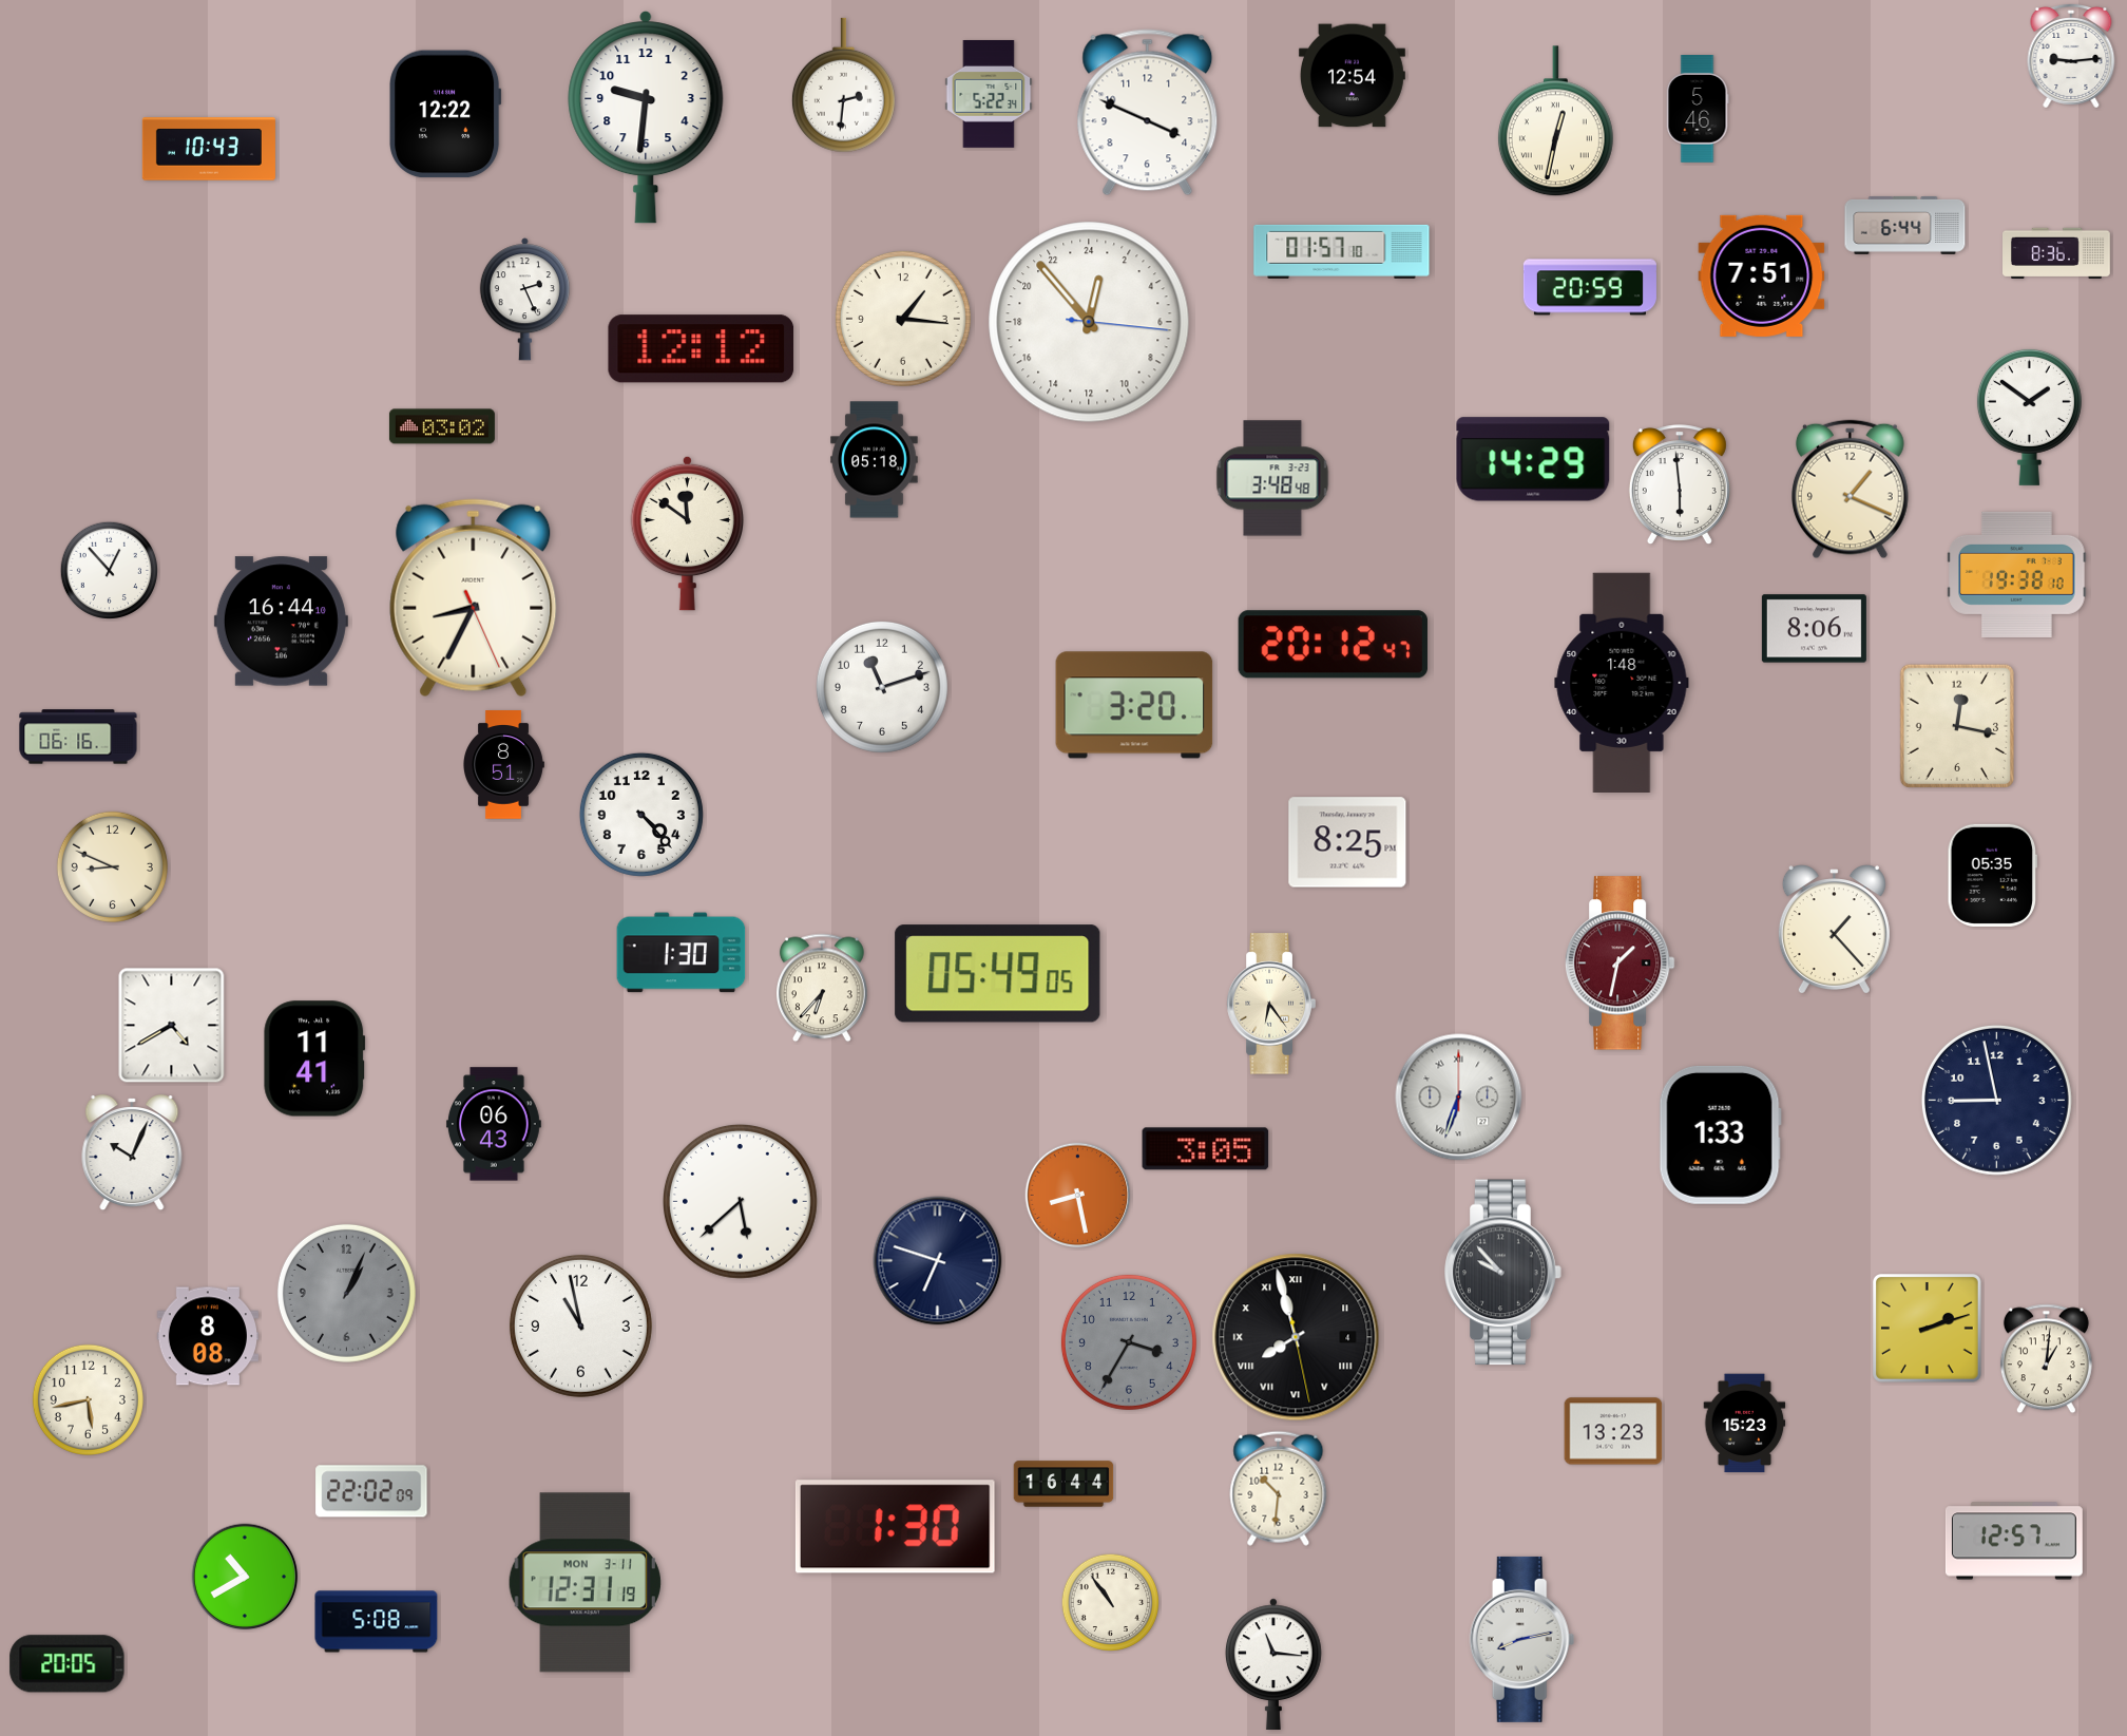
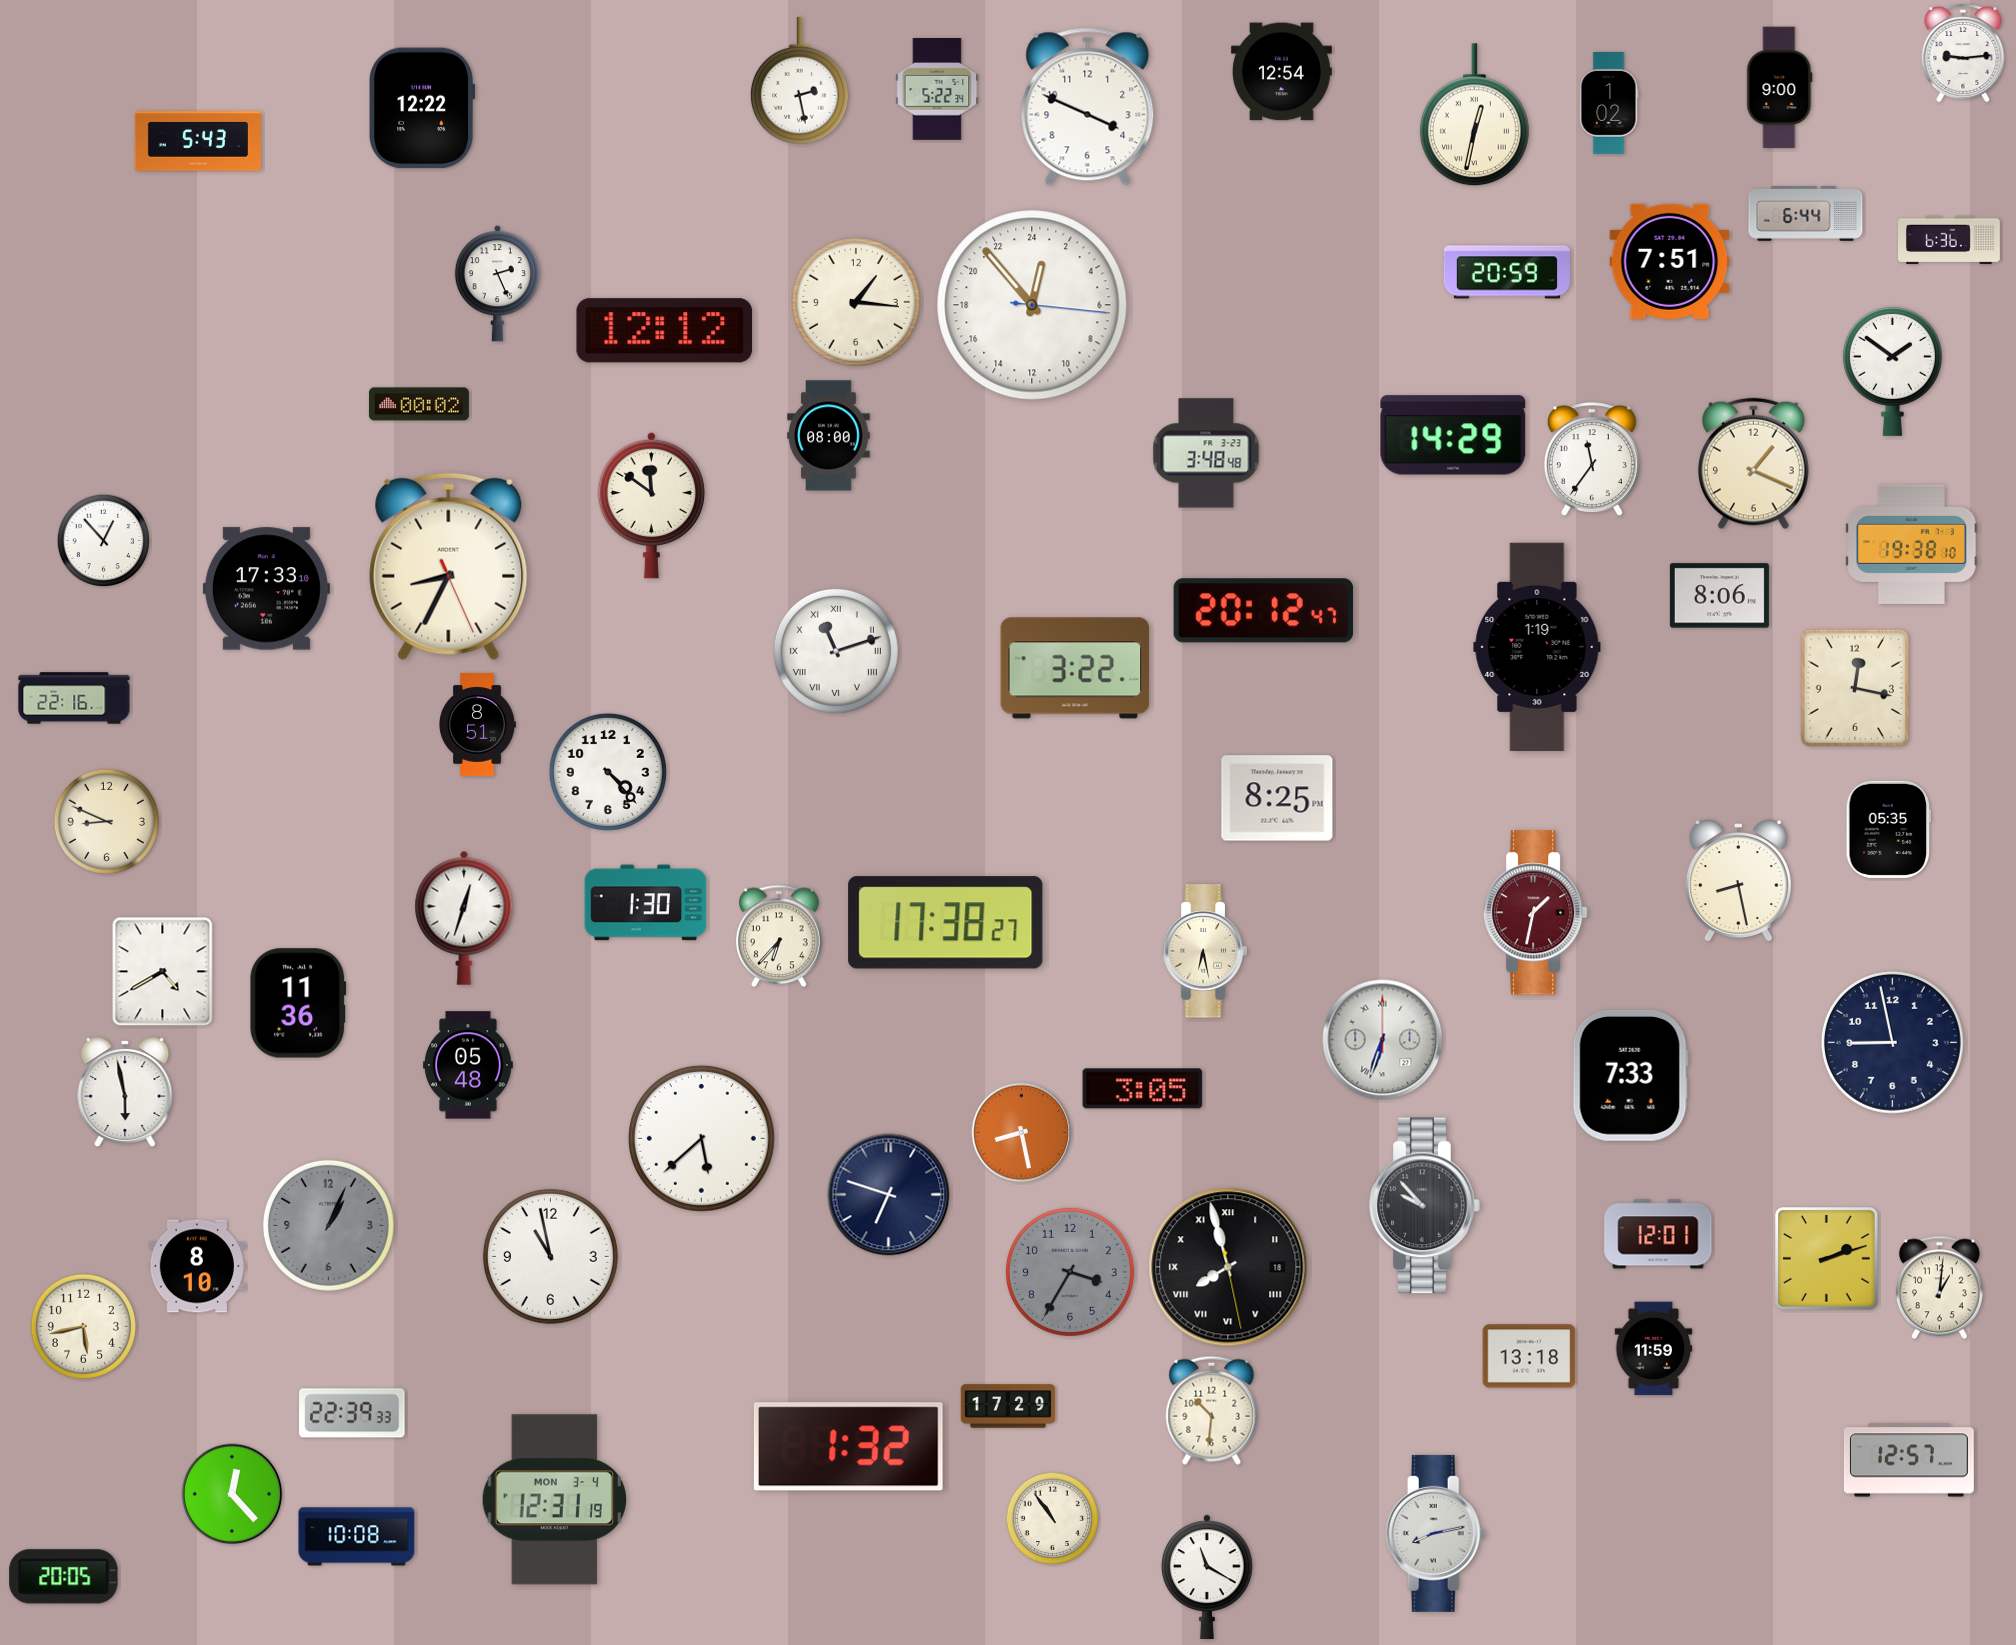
clock at (843, 85): 2:31 -> 2:28
clock at (1780, 88): none -> 9:00
clock at (1698, 110): 5:46 -> 1:02
clock at (646, 117): 9:31 -> none
clock at (209, 149): 10:43 -> 5:43
clock at (1342, 251): 01:57 -> none
clock at (2057, 253): 8:36 -> 6:36
clock at (2029, 417) position: (2029, 417) -> (1892, 371)
clock at (442, 426): 03:02 -> 00:02
clock at (875, 460): 05:18 -> 08:00
clock at (1680, 485): 5:59 -> 11:36
clock at (281, 622): 16:44 -> 17:33
clock at (1622, 682): 1:48 -> 1:19
clock at (882, 687) numerals: Arabic -> Roman
clock at (1134, 705): 3:20 -> 3:22
clock at (78, 737): 06:16 -> 22:16
clock at (1834, 930): 1:23 -> 8:28
clock at (464, 918): none -> 12:33
clock at (998, 974): 05:49 -> 17:38
clock at (1271, 1004): 6:24 -> 6:28
clock at (314, 1058): 11:41 -> 11:36
clock at (494, 1124): 06:43 -> 05:48
clock at (1720, 1134): 1:33 -> 7:33
clock at (132, 1153): 10:04 -> 5:58
clock at (1658, 1234): none -> 12:01
clock at (207, 1336): 8:08 -> 8:10
clock at (1296, 1337) date: 4 -> 18
clock at (1745, 1424): 15:23 -> 11:59
clock at (1613, 1431): 13:23 -> 13:18
clock at (1063, 1484): 16:44 -> 17:29
clock at (371, 1491): 22:02 -> 22:39
clock at (895, 1527): 1:30 -> 1:32
clock at (245, 1577): 10:40 -> 12:23
clock at (585, 1583) date: MON 3-11 -> MON 3-4
clock at (377, 1622): 5:08 -> 10:08
clock at (1522, 1639) position: (1522, 1639) -> (1436, 1533)
clock at (1275, 1663): 11:16 -> 11:20
